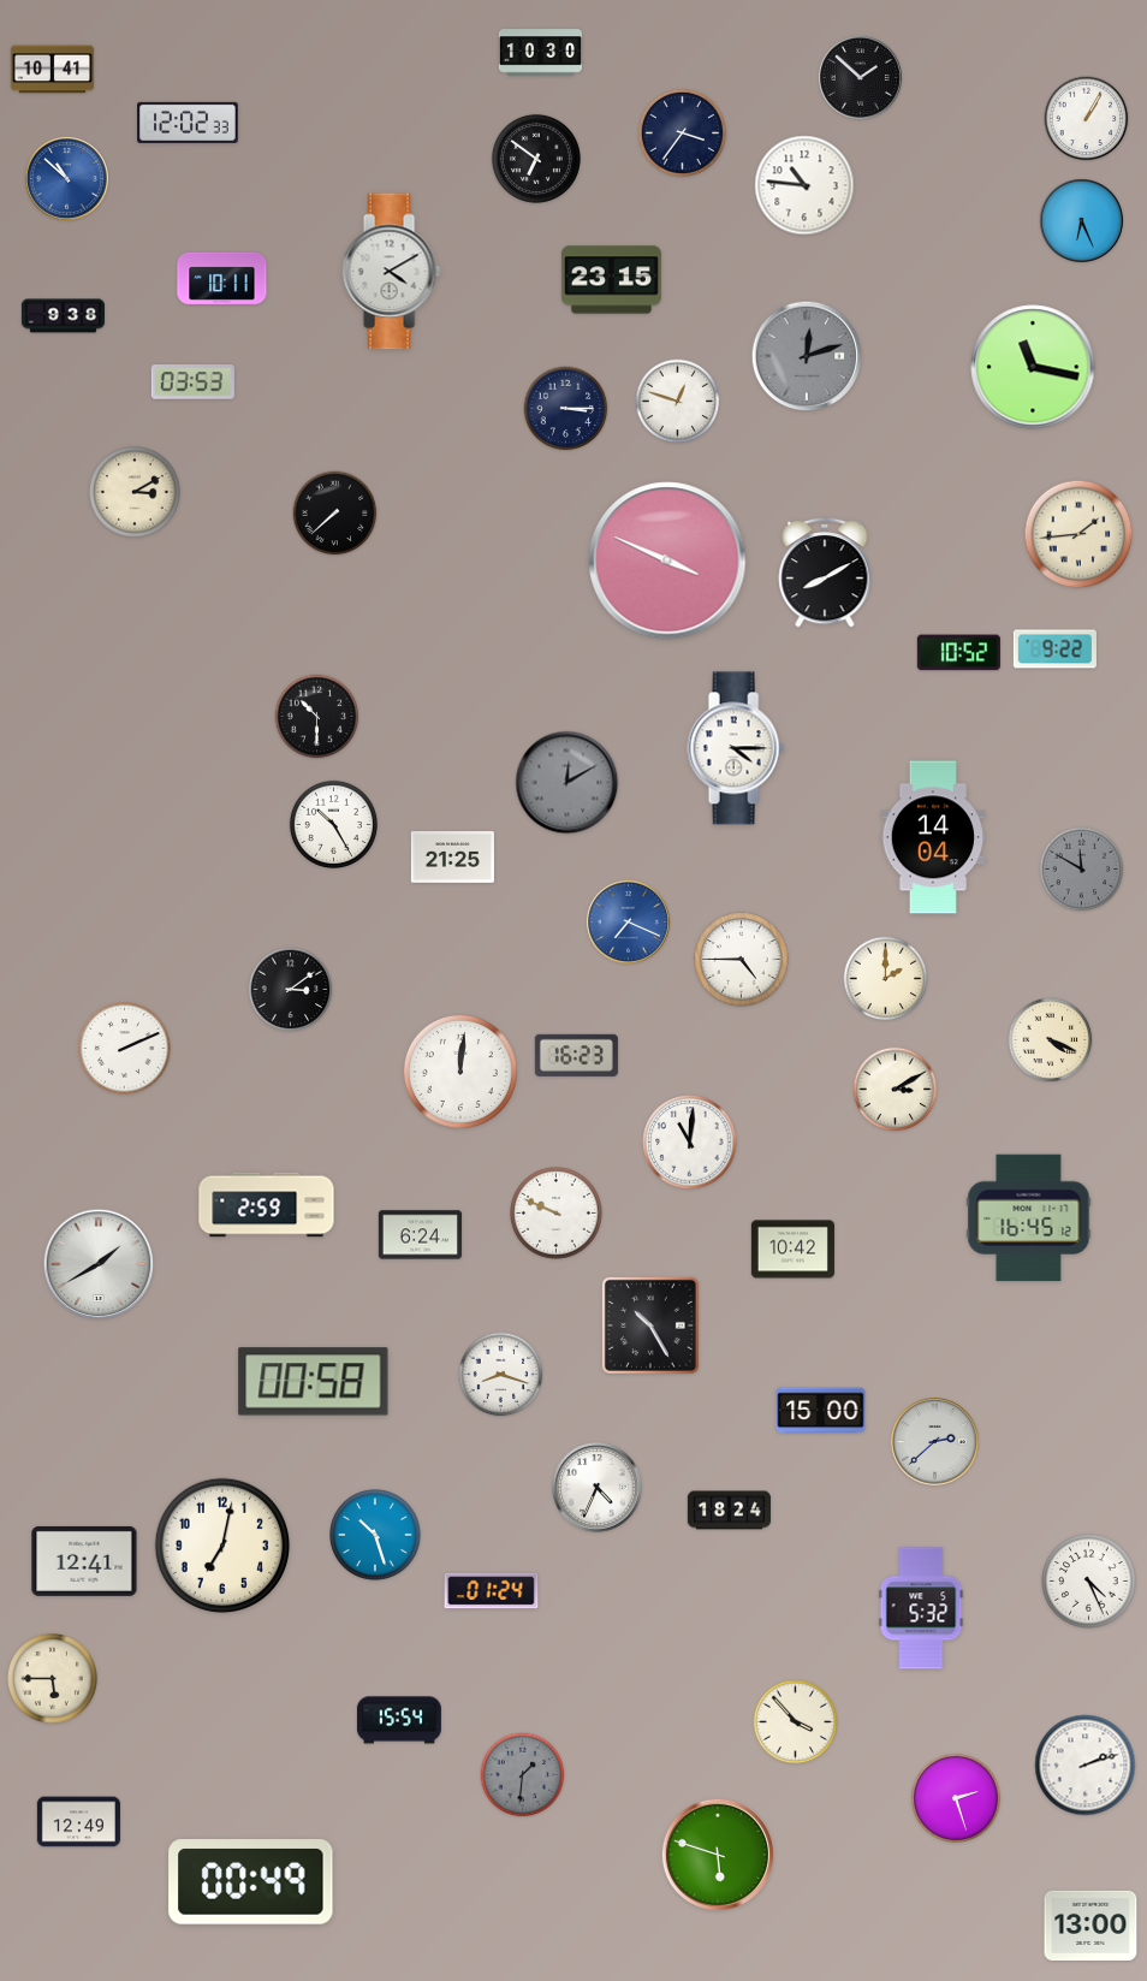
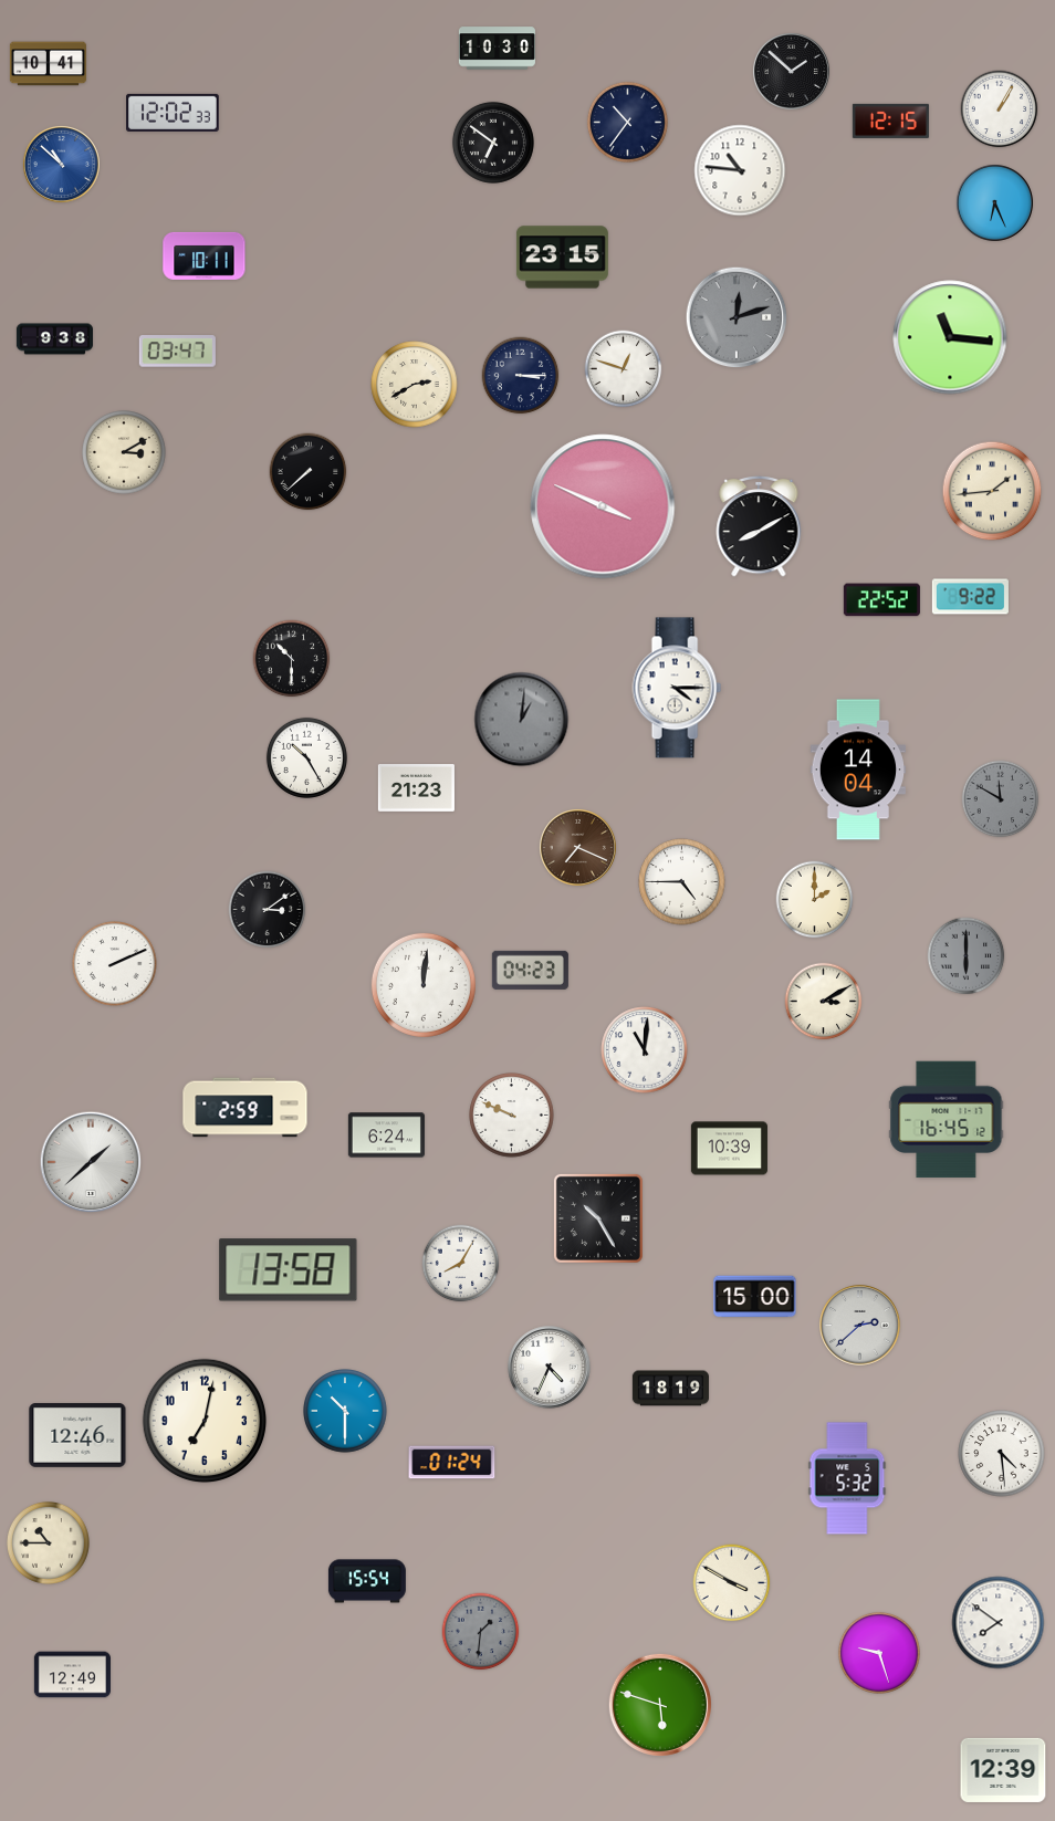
clock at (890, 121): none -> 12:15
clock at (682, 132): 3:36 -> 10:36
clock at (536, 159) position: (536, 159) -> (493, 143)
clock at (391, 272): 4:10 -> none
clock at (63, 316) position: (63, 316) -> (54, 339)
clock at (807, 356) position: (807, 356) -> (737, 317)
clock at (1033, 367): 11:17 -> 11:16
clock at (192, 382): 03:53 -> 03:47
clock at (415, 385): none -> 2:40
clock at (667, 561) position: (667, 561) -> (603, 506)
clock at (958, 653): 10:52 -> 22:52
clock at (567, 783): 12:10 -> 1:01
clock at (452, 858): 21:25 -> 21:23
clock at (1082, 870) position: (1082, 870) -> (1001, 799)
clock at (628, 921) dial: blue -> brown
clock at (1051, 1040): 4:19 -> 6:00
clock at (1051, 1040) dial: cream -> grey
clock at (576, 1055): 16:23 -> 04:23
clock at (690, 1143) position: (690, 1143) -> (645, 1050)
clock at (792, 1250): 10:42 -> 10:39
clock at (99, 1264): 1:40 -> 1:38
clock at (501, 1375): 8:18 -> 8:05
clock at (314, 1382): 00:58 -> 13:58
clock at (729, 1511): 18:24 -> 18:19
clock at (375, 1535): 10:27 -> 10:30
clock at (84, 1561): 12:41 -> 12:46
clock at (1089, 1582): 4:26 -> 4:29
clock at (52, 1678): 5:45 -> 10:45
clock at (796, 1722): 3:53 -> 3:50
clock at (1086, 1766): 2:12 -> 7:51
clock at (956, 1798): 2:27 -> 9:27
clock at (251, 1882): 00:49 -> none
clock at (1090, 1926): 13:00 -> 12:39
